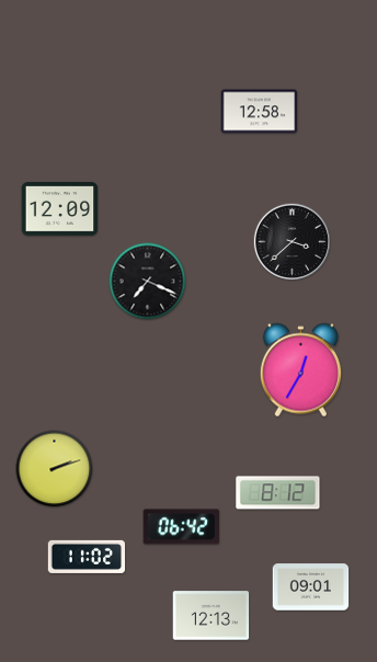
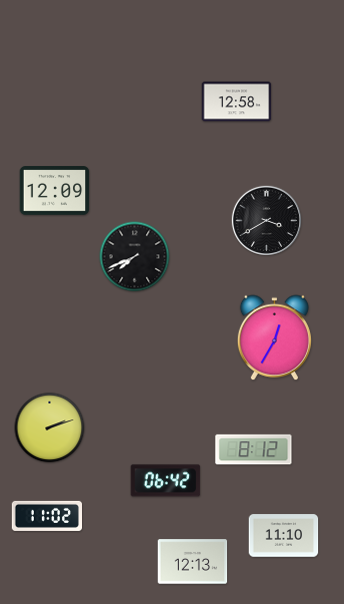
clock at (293, 242): 3:38 -> 3:40
clock at (148, 282): 7:19 -> 7:41
clock at (87, 557) position: (87, 557) -> (47, 516)
clock at (311, 587): 09:01 -> 11:10
